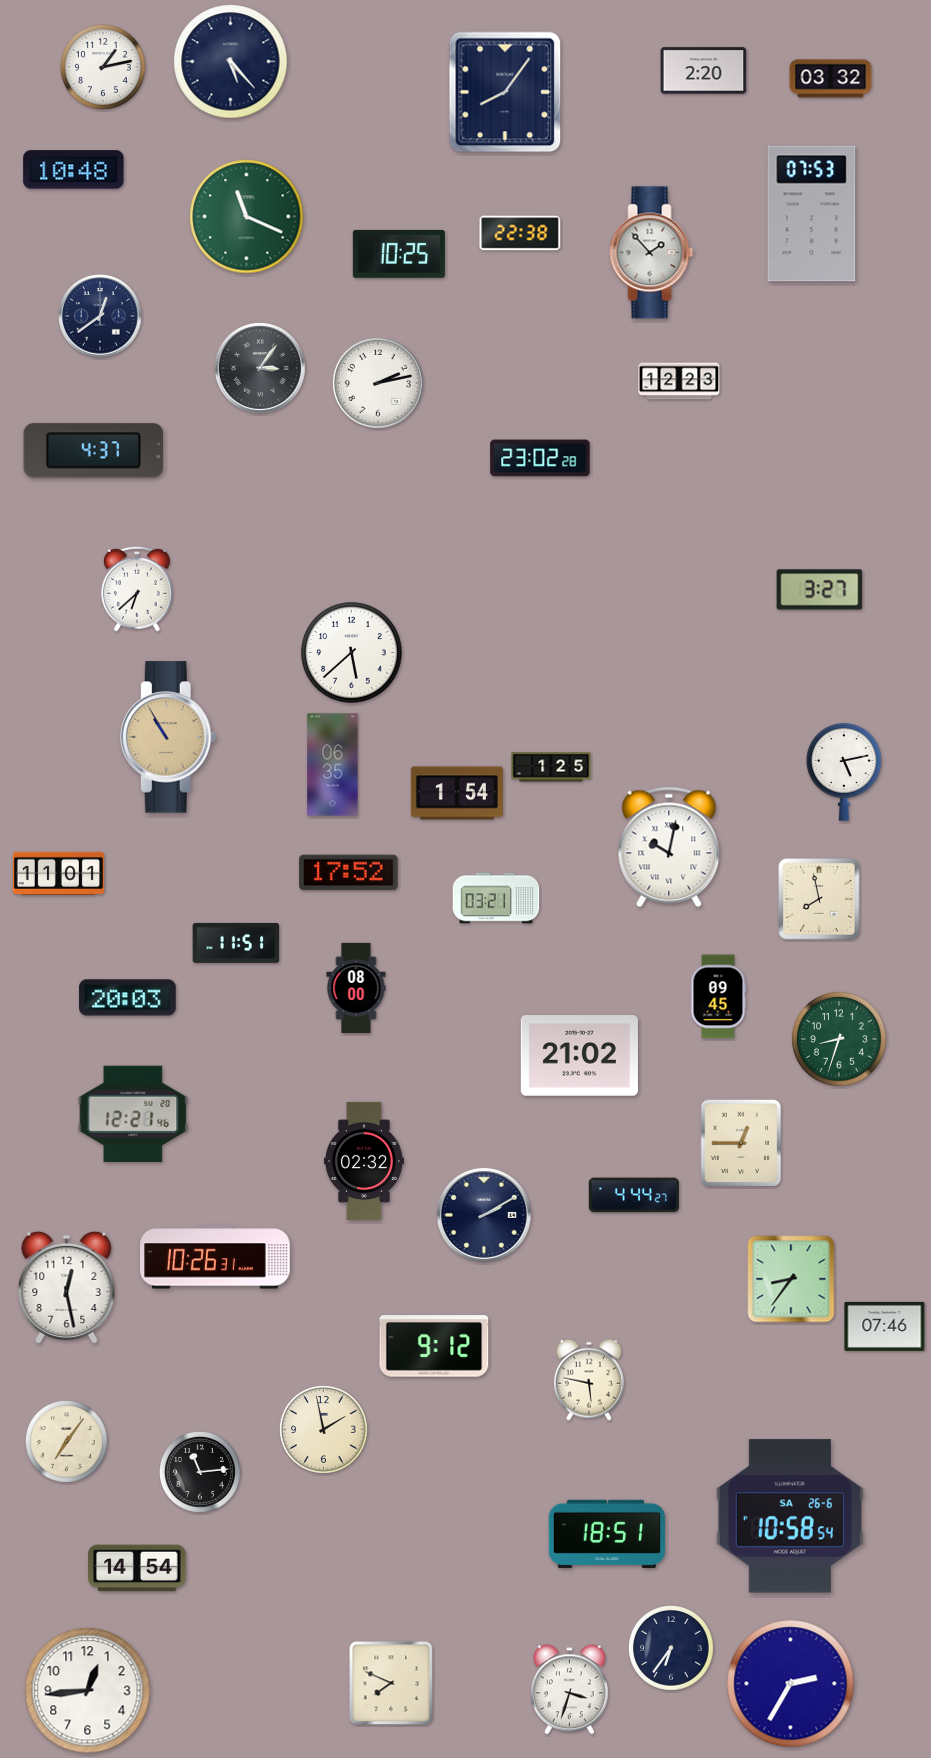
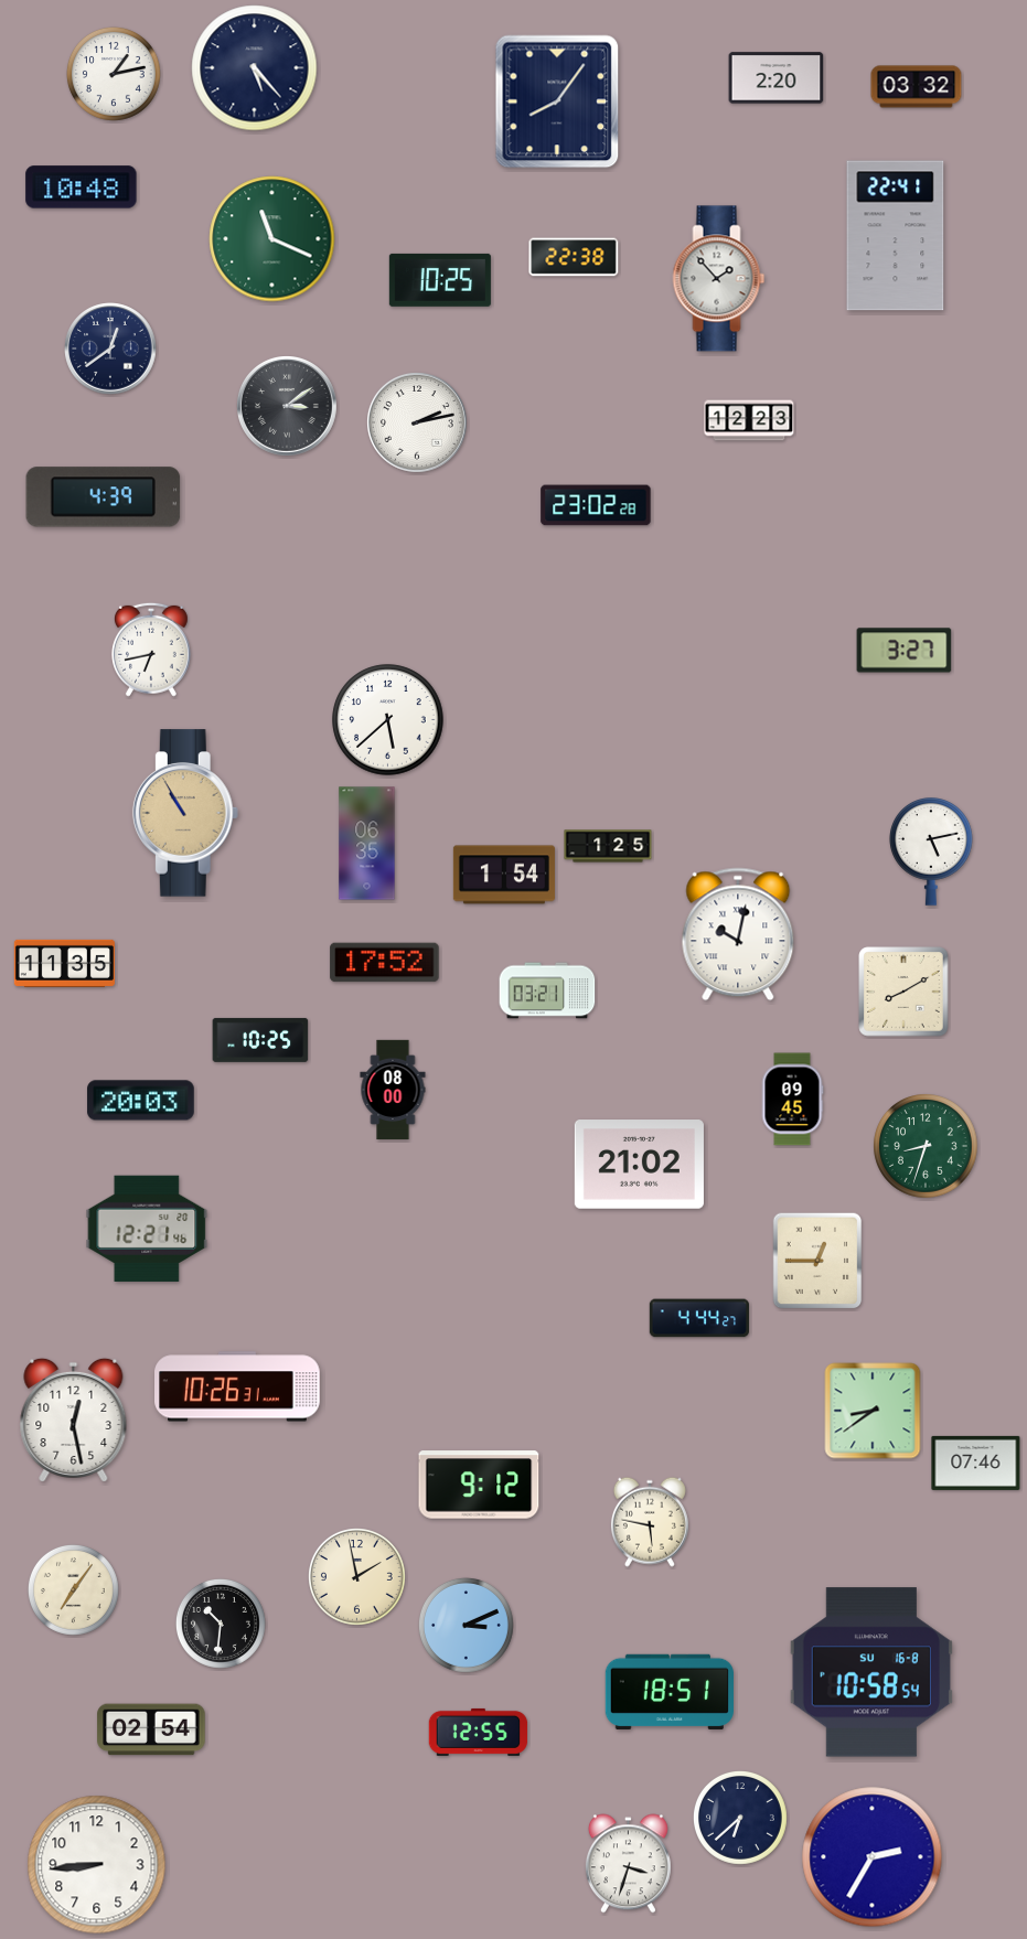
clock at (812, 214): 07:53 -> 22:41
clock at (261, 369): 3:06 -> 3:09
clock at (94, 451): 4:37 -> 4:39
clock at (137, 589): 6:38 -> 6:43
clock at (58, 873): 11:01 -> 11:35
clock at (819, 899): 7:58 -> 8:10
clock at (236, 943): 11:51 -> 10:25
clock at (364, 1161): 02:32 -> none
clock at (484, 1215): 2:10 -> none
clock at (791, 1279): 8:36 -> 8:39
clock at (200, 1472): 11:14 -> 10:31
clock at (466, 1625): none -> 3:11
clock at (790, 1516) date: SA 26-6 -> SU 16-8
clock at (137, 1568): 14:54 -> 02:54
clock at (479, 1732): none -> 12:55
clock at (671, 1648): 6:36 -> 6:38
clock at (391, 1683): 7:49 -> none
clock at (88, 1691): 12:44 -> 8:44
